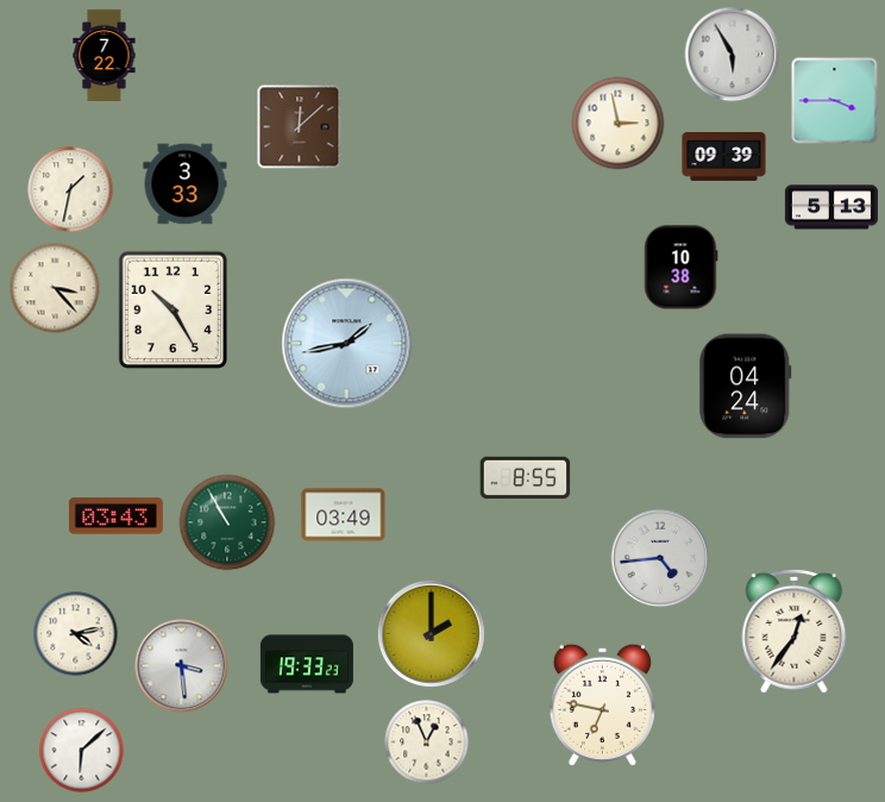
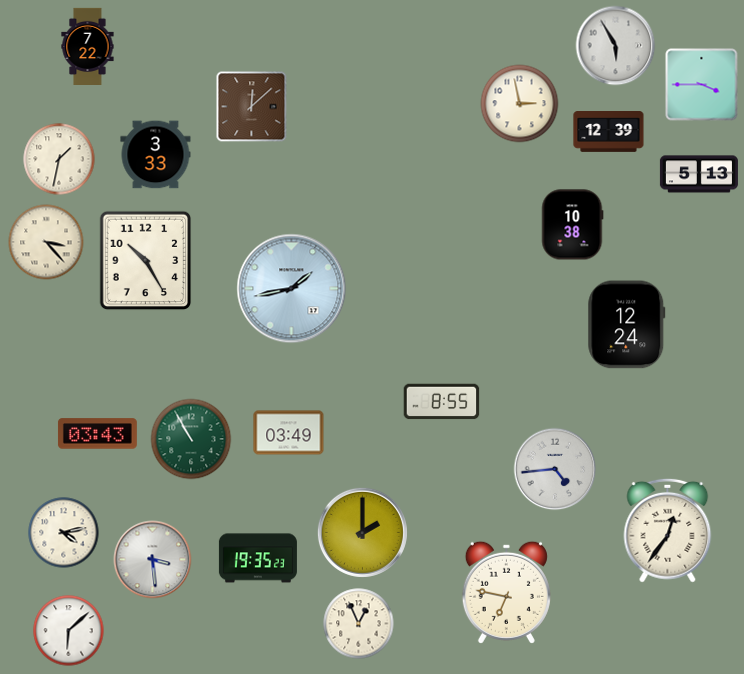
clock at (724, 157): 09:39 -> 12:39
clock at (746, 387): 04:24 -> 12:24
clock at (307, 664): 19:33 -> 19:35
